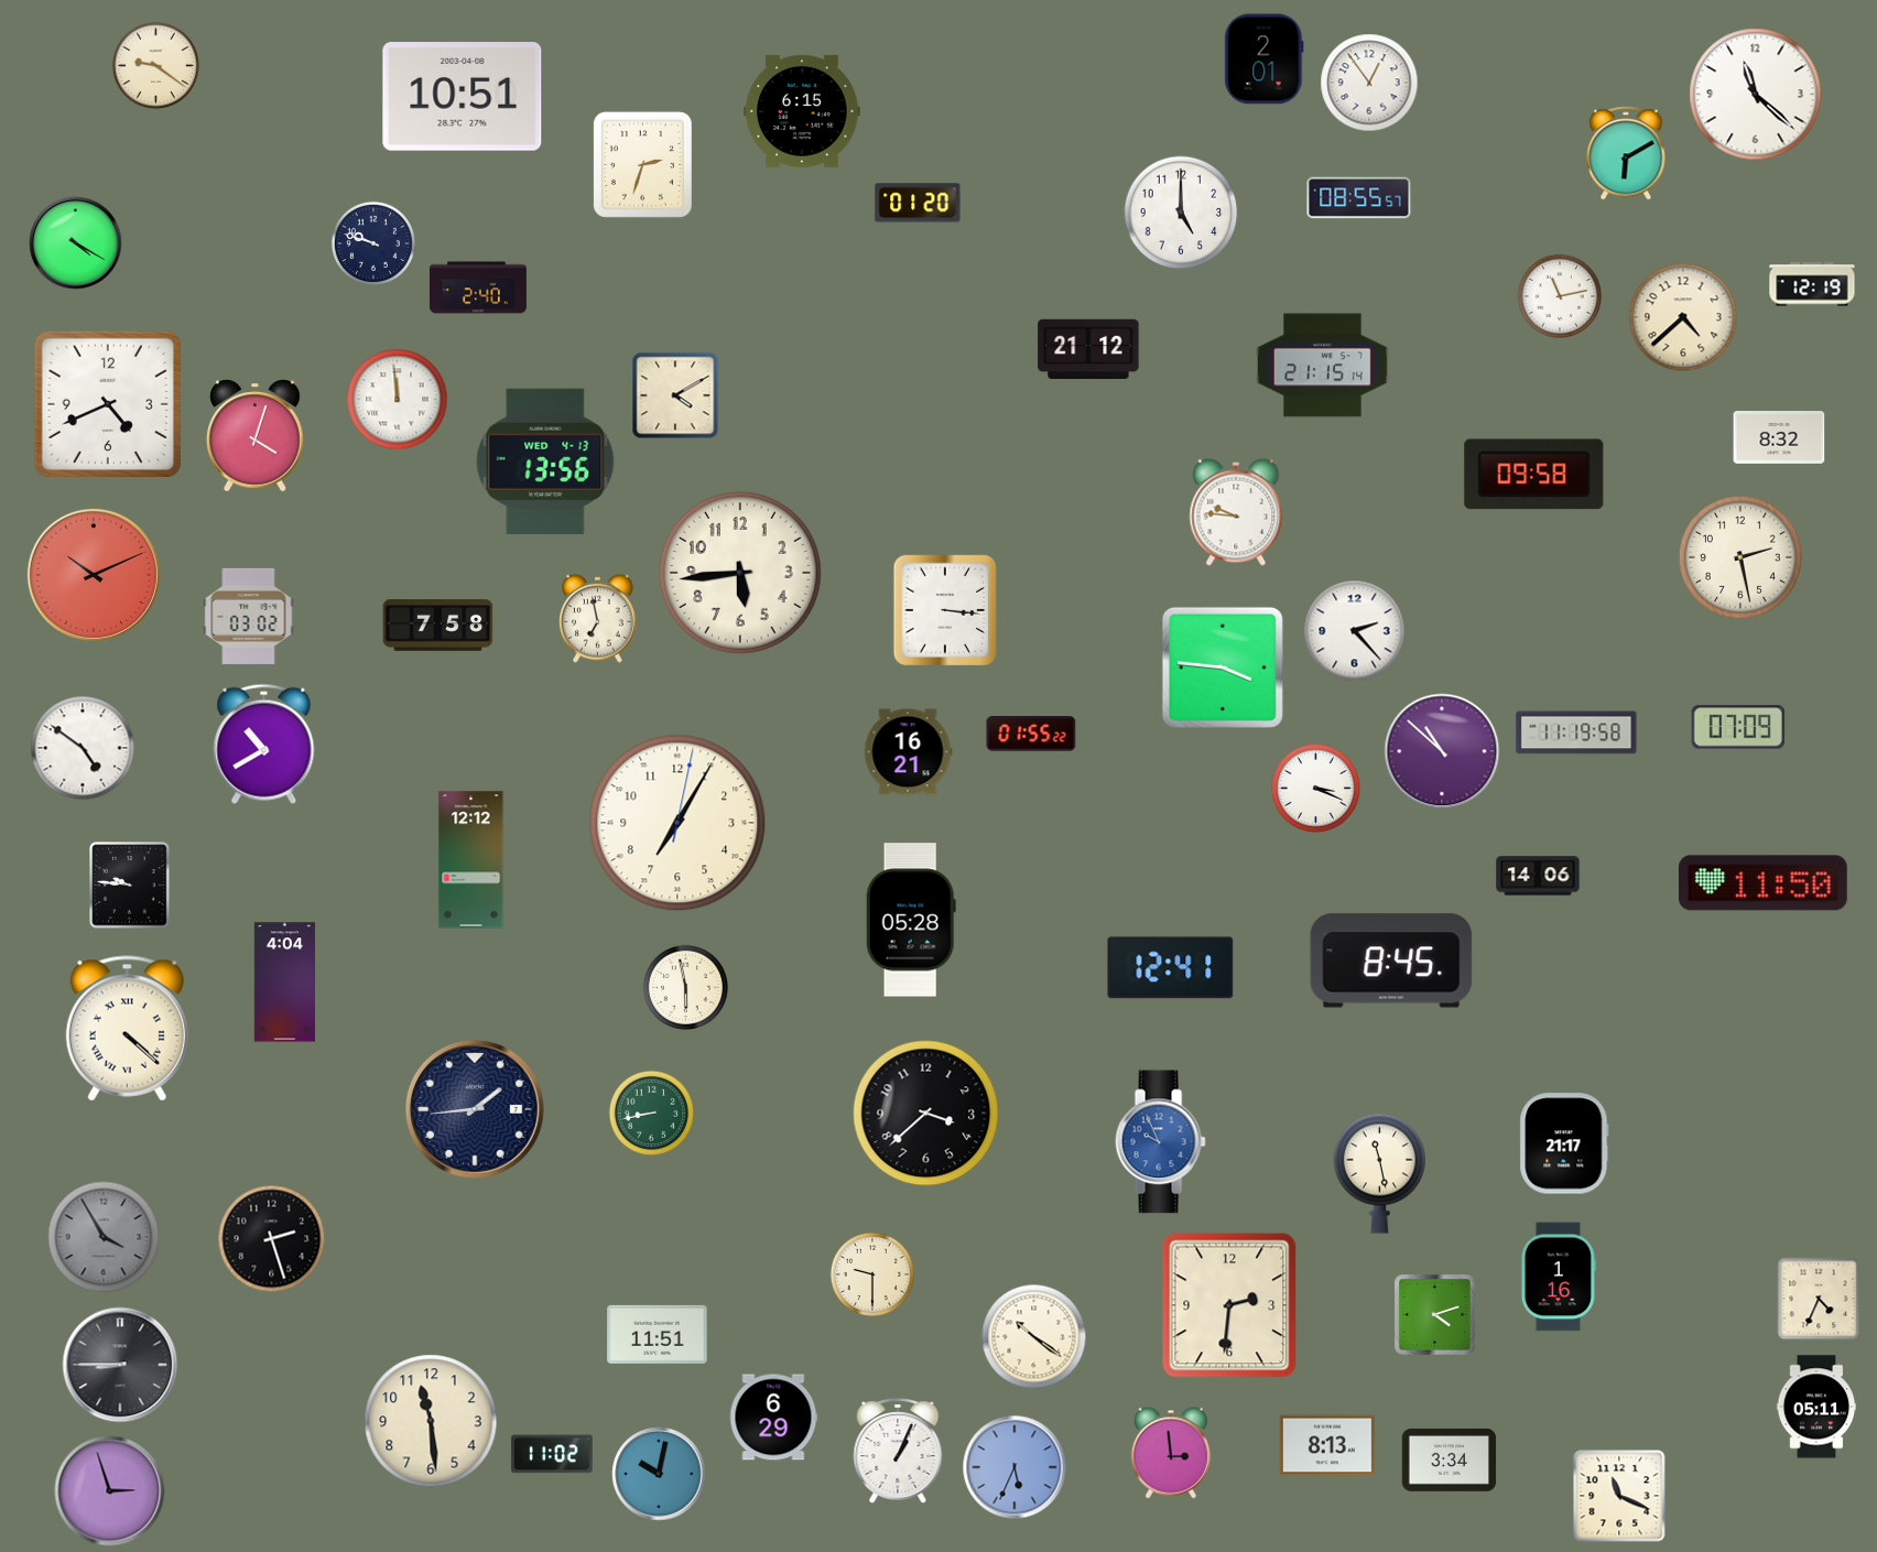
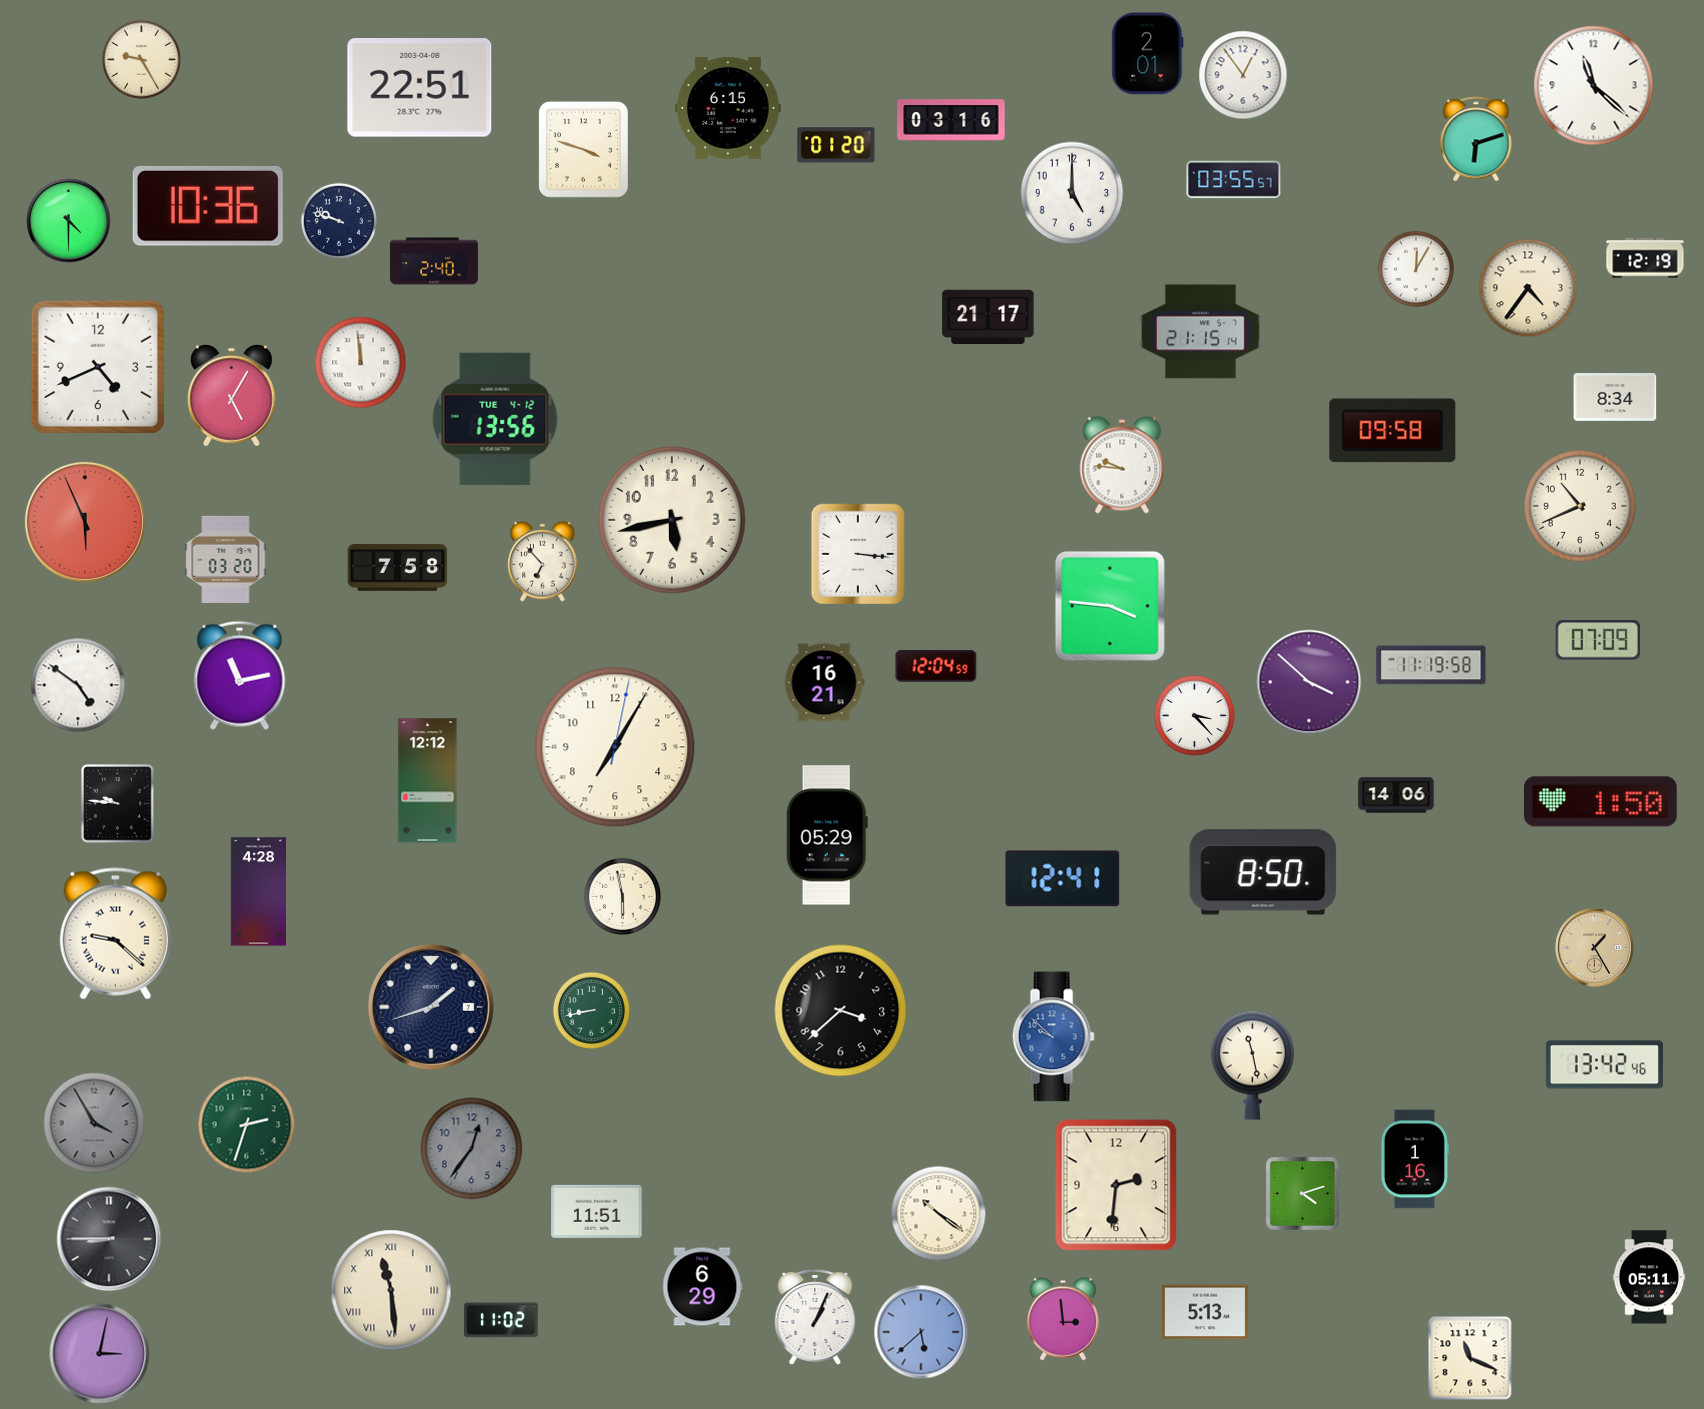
clock at (155, 65): 9:21 -> 9:25
clock at (463, 97): 10:51 -> 22:51
clock at (802, 111) position: (802, 111) -> (728, 108)
clock at (951, 120): none -> 03:16
clock at (1626, 153): 6:10 -> 6:12
clock at (642, 164): 2:33 -> 3:48
clock at (1359, 198): 08:55 -> 03:55
clock at (918, 203) position: (918, 203) -> (836, 145)
clock at (208, 206): none -> 10:36
clock at (76, 243): 4:20 -> 4:30
clock at (1559, 295): 11:13 -> 12:05
clock at (1683, 317): 4:38 -> 4:36
clock at (1088, 348): 21:12 -> 21:17
clock at (675, 395): 4:10 -> none
clock at (256, 436): 4:03 -> 5:05
clock at (1779, 438): 8:32 -> 8:34
clock at (545, 462) date: WED 4-13 -> TUE 4-12
clock at (1740, 557): 2:28 -> 10:41
clock at (741, 574): 5:44 -> 5:43
clock at (94, 575): 10:11 -> 5:56
clock at (249, 616): 03:02 -> 03:20
clock at (598, 618): 6:58 -> 6:53
clock at (1355, 631): 2:23 -> none
clock at (1738, 727) position: (1738, 727) -> (1598, 640)
clock at (1031, 735): 01:55 -> 12:04
clock at (264, 744): 10:40 -> 11:13
clock at (83, 748) position: (83, 748) -> (78, 685)
clock at (1442, 751): 10:52 -> 3:52
clock at (1315, 788): 3:19 -> 3:23
clock at (1762, 883): 11:50 -> 1:50
clock at (911, 920): 05:28 -> 05:29
clock at (1391, 960): 8:45 -> 8:50
clock at (284, 983): 4:04 -> 4:28
clock at (127, 1029): 4:22 -> 9:22
clock at (1595, 948): none -> 1:25
clock at (475, 1109): 1:44 -> 1:42
clock at (1160, 1142): 9:56 -> 9:52
clock at (1564, 1143): 21:17 -> none
clock at (1604, 1065): none -> 13:42
clock at (272, 1239): 2:27 -> 2:33
clock at (272, 1239) dial: black -> green
clock at (472, 1149): none -> 12:36
clock at (871, 1273): 9:30 -> none
clock at (1819, 1299): 4:34 -> none
clock at (431, 1421) numerals: Arabic -> Roman
clock at (1327, 1445): 8:13 -> 5:13
clock at (1450, 1459): 3:34 -> none
clock at (1015, 1467): 5:34 -> 5:38
clock at (659, 1474): 10:02 -> none
clock at (110, 1491): 2:57 -> 3:02
